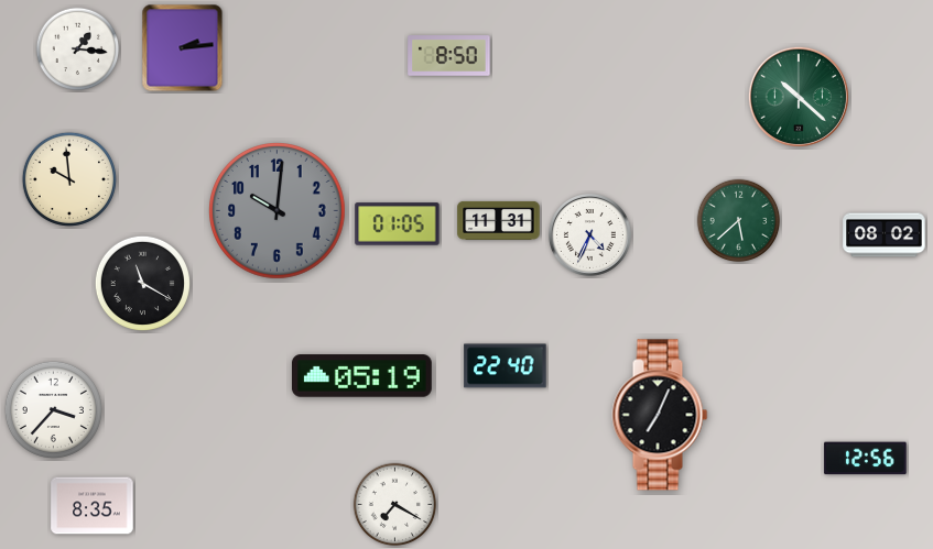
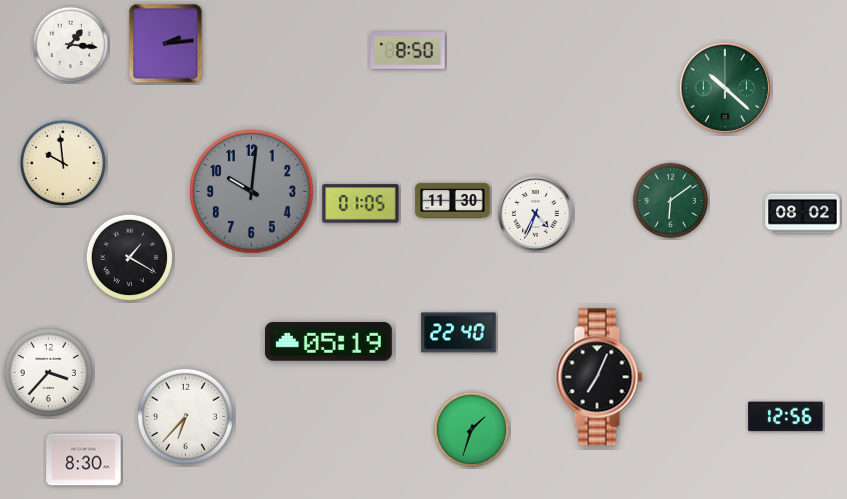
clock at (499, 220): 11:31 -> 11:30
clock at (739, 221): 5:38 -> 6:09
clock at (142, 283): 11:20 -> 1:20
clock at (185, 416): none -> 6:37
clock at (472, 430): none -> 1:33
clock at (395, 505): 7:20 -> none
clock at (93, 506): 8:35 -> 8:30
